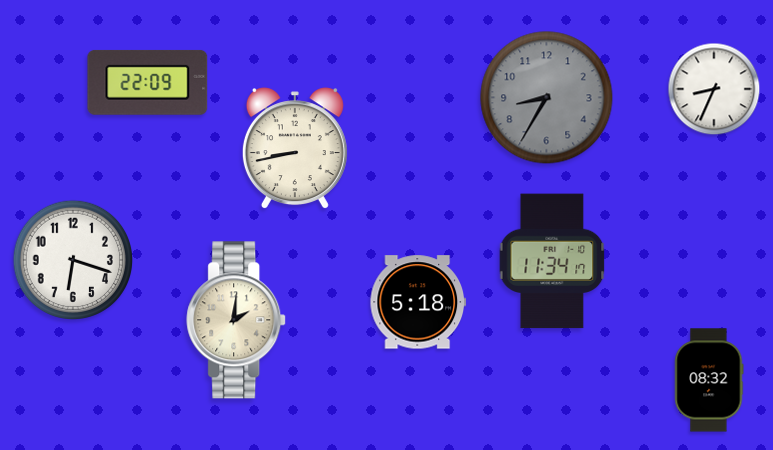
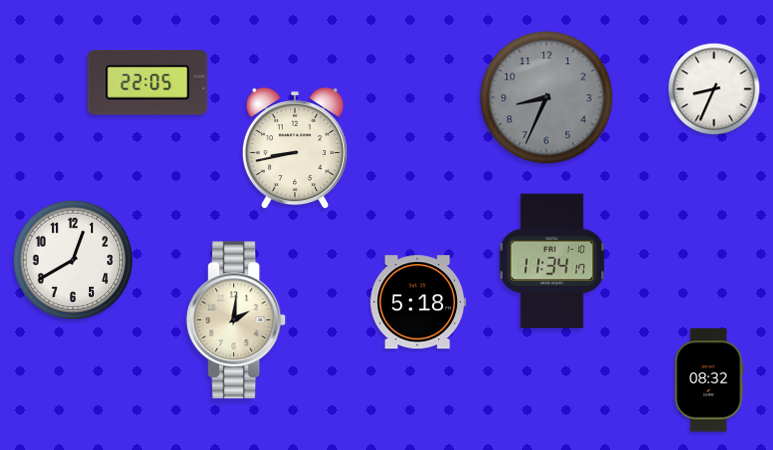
clock at (148, 82): 22:09 -> 22:05
clock at (547, 98): 8:35 -> 8:34
clock at (72, 259): 6:18 -> 12:40
